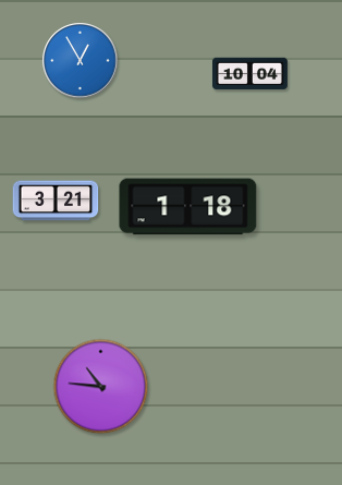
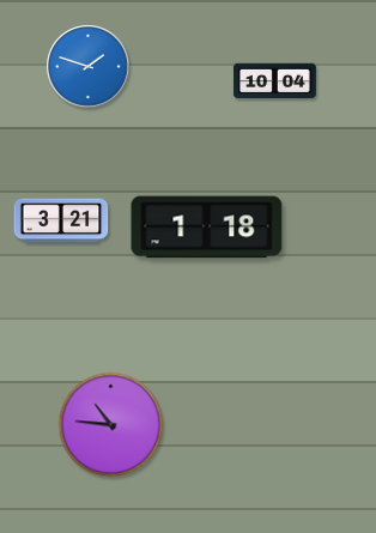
clock at (81, 61): 12:55 -> 1:48
